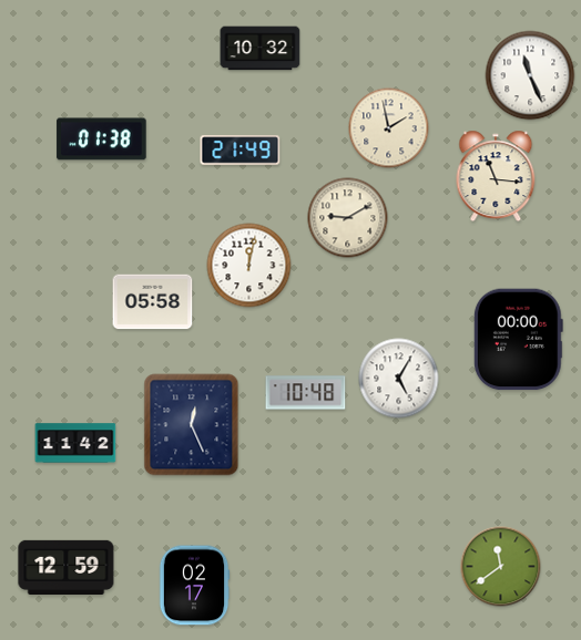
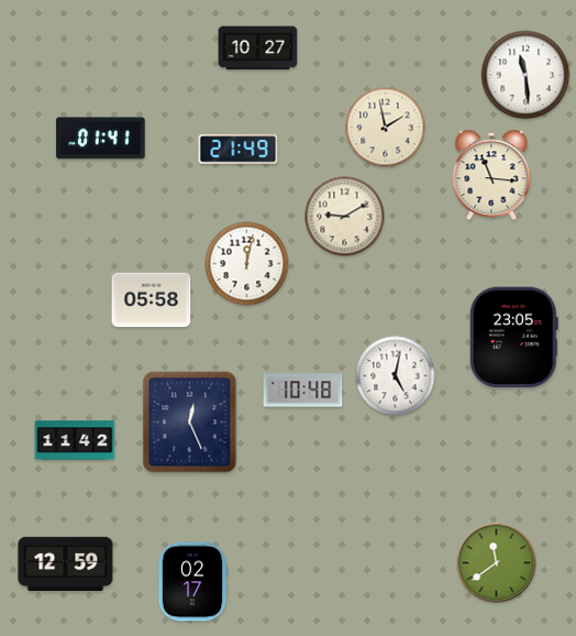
clock at (261, 49): 10:32 -> 10:27
clock at (530, 75): 11:26 -> 11:29
clock at (102, 140): 01:38 -> 01:41
clock at (518, 340): 00:00 -> 23:05
clock at (399, 379): 5:05 -> 5:02
